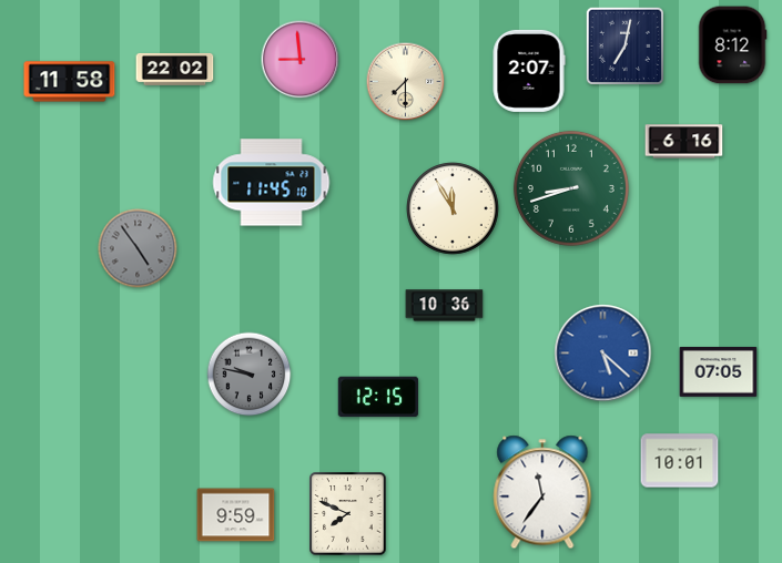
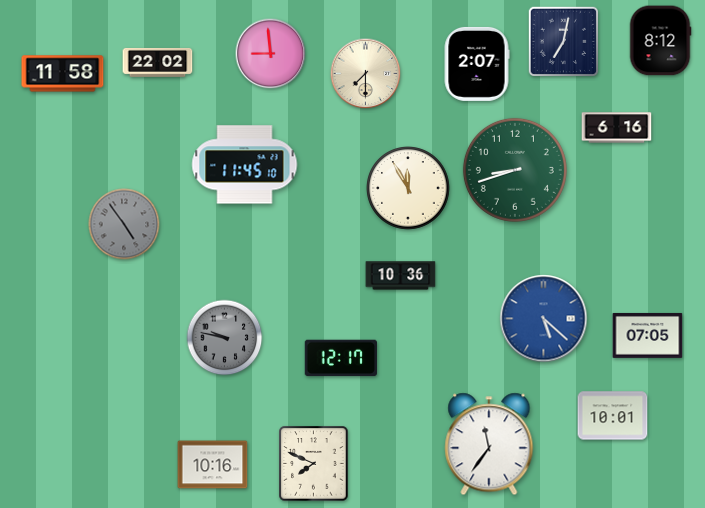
clock at (378, 397): 12:15 -> 12:17
clock at (236, 515): 9:59 -> 10:16
